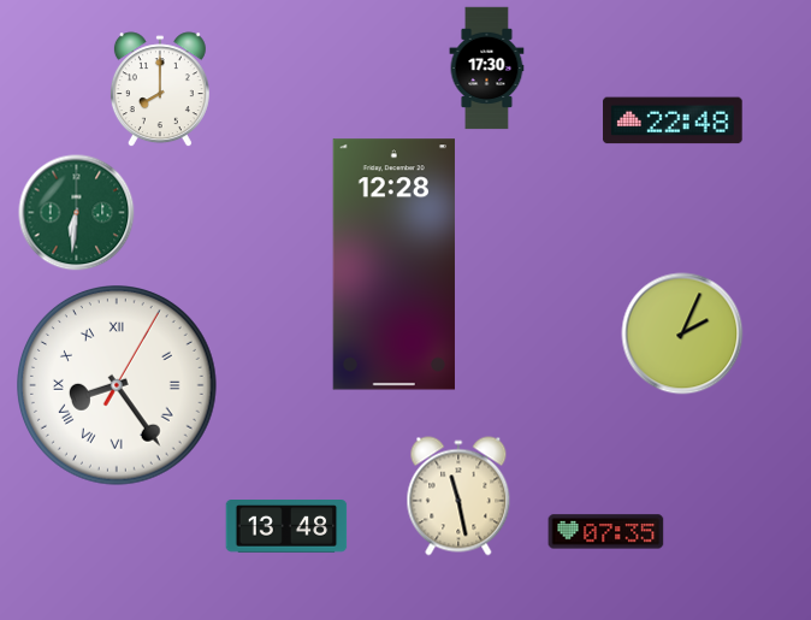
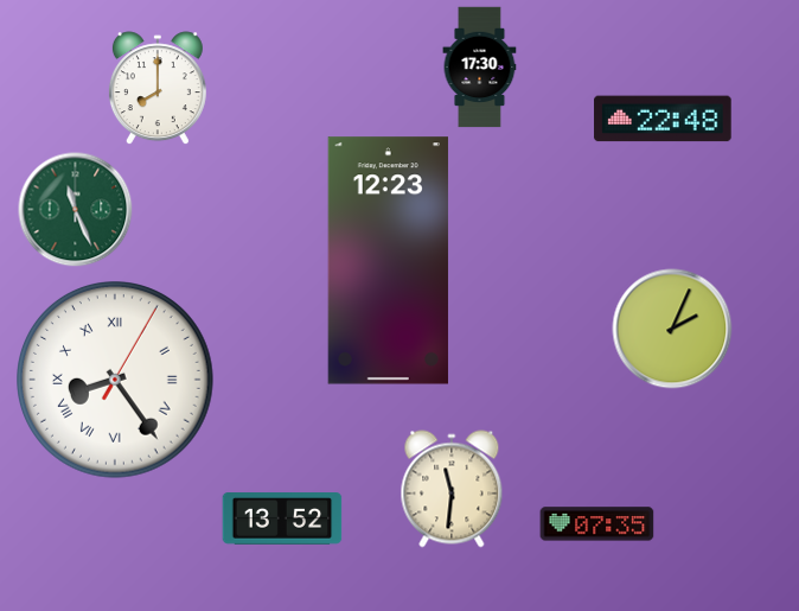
clock at (77, 213): 6:31 -> 11:26
clock at (393, 265): 12:28 -> 12:23
clock at (458, 496): 11:28 -> 11:31
clock at (286, 526): 13:48 -> 13:52
